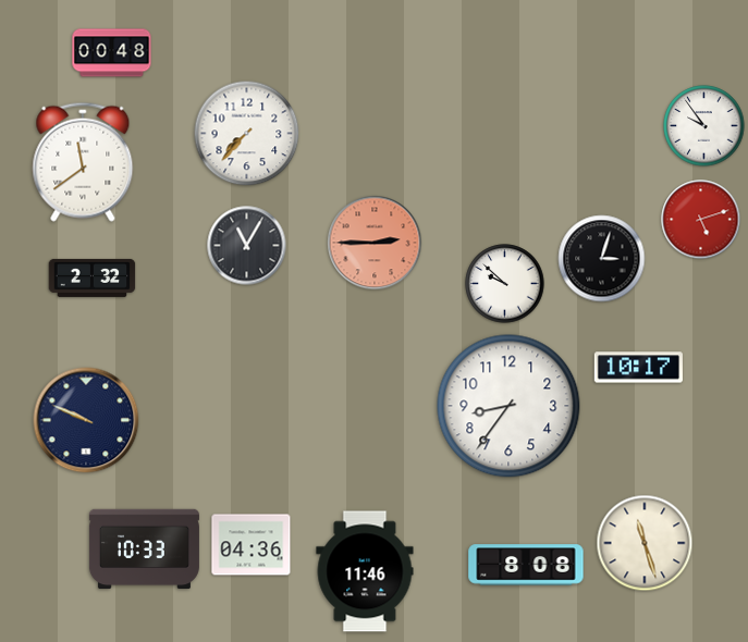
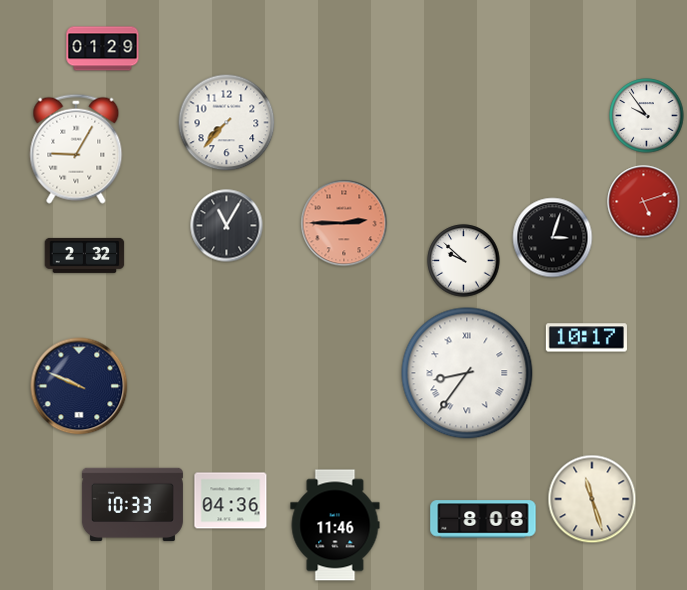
clock at (112, 53): 00:48 -> 01:29
clock at (83, 162): 11:39 -> 9:05
clock at (508, 406) numerals: Arabic -> Roman
